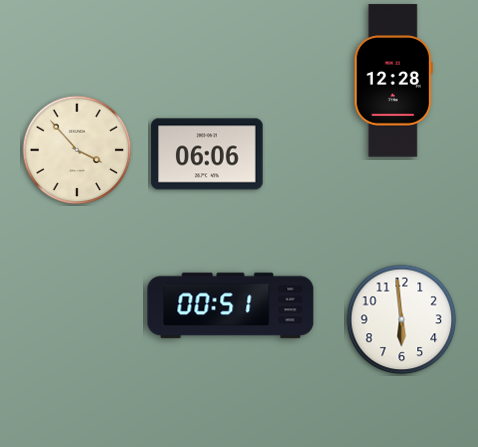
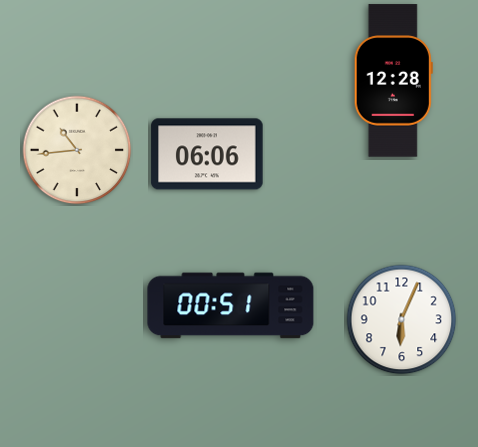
clock at (77, 150): 3:53 -> 10:44
clock at (402, 320): 5:59 -> 6:04
